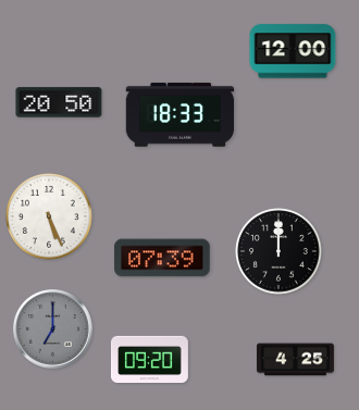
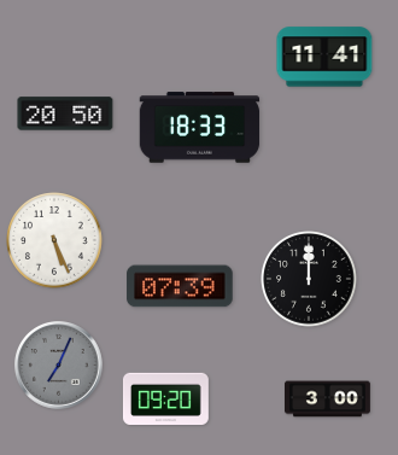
clock at (293, 51): 12:00 -> 11:41
clock at (53, 330): 7:00 -> 7:04
clock at (295, 360): 4:25 -> 3:00
